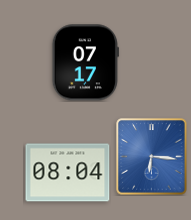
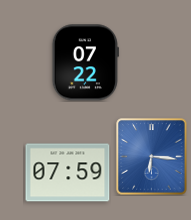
clock at (85, 63): 07:17 -> 07:22
clock at (68, 173): 08:04 -> 07:59
